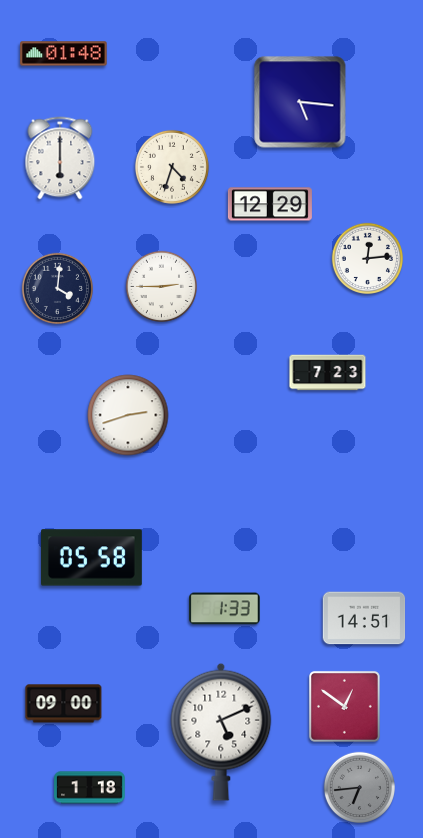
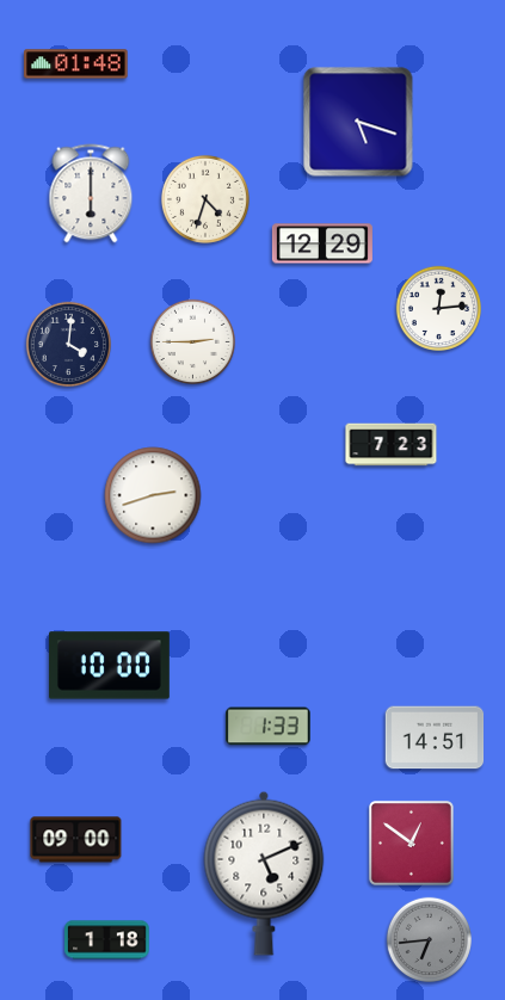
clock at (300, 102): 5:16 -> 5:18
clock at (60, 158) position: (60, 158) -> (91, 193)
clock at (92, 558): 05:58 -> 10:00
